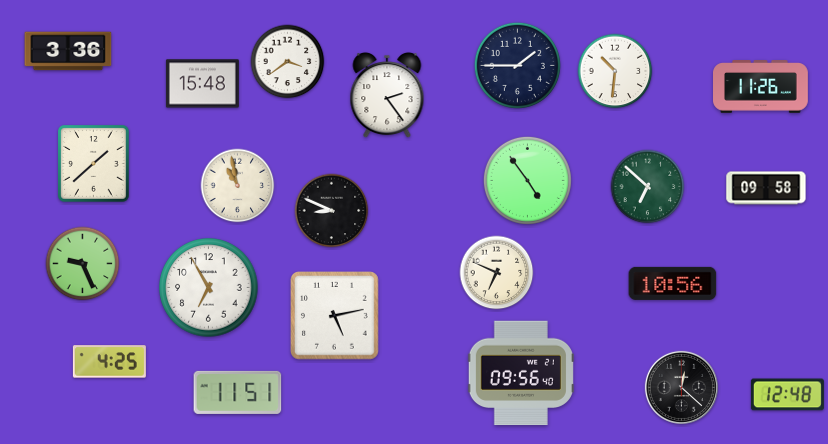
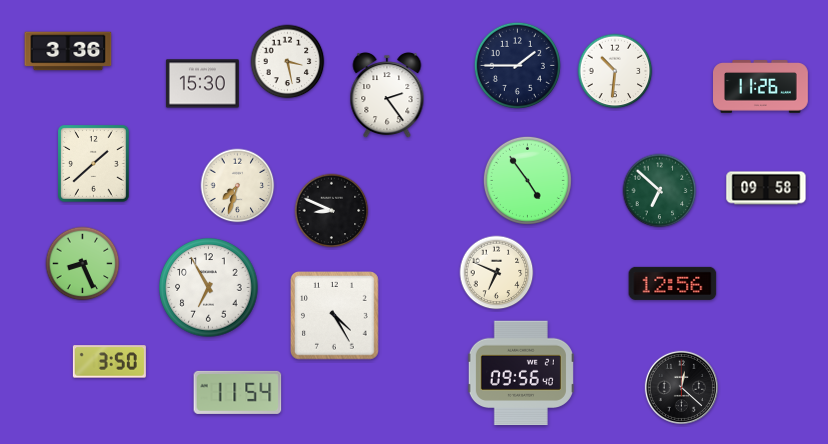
clock at (288, 62): 3:39 -> 3:28
clock at (202, 84): 15:48 -> 15:30
clock at (238, 186): 10:58 -> 7:33
clock at (648, 187) position: (648, 187) -> (660, 191)
clock at (83, 264): 9:26 -> 8:26
clock at (673, 283): 10:56 -> 12:56
clock at (335, 316): 5:13 -> 4:25
clock at (109, 362): 4:25 -> 3:50
clock at (238, 392): 11:51 -> 11:54
clock at (787, 395): 12:48 -> none
